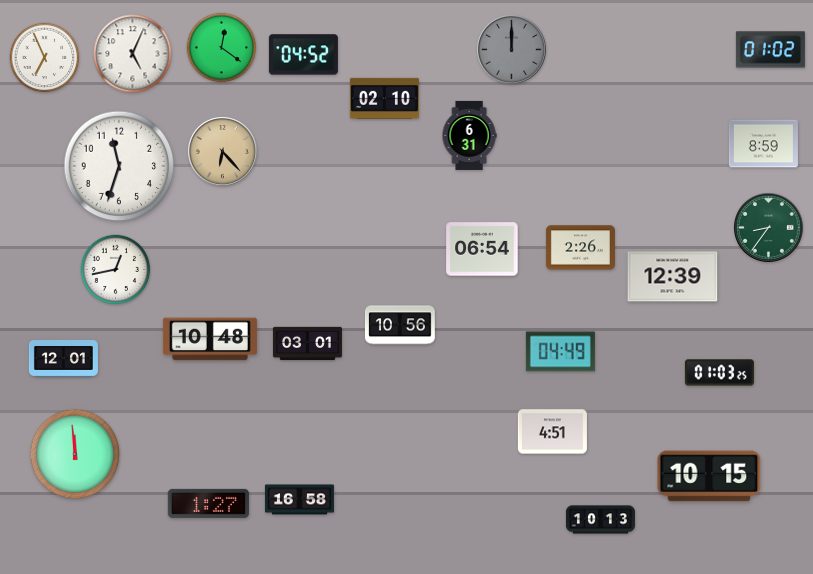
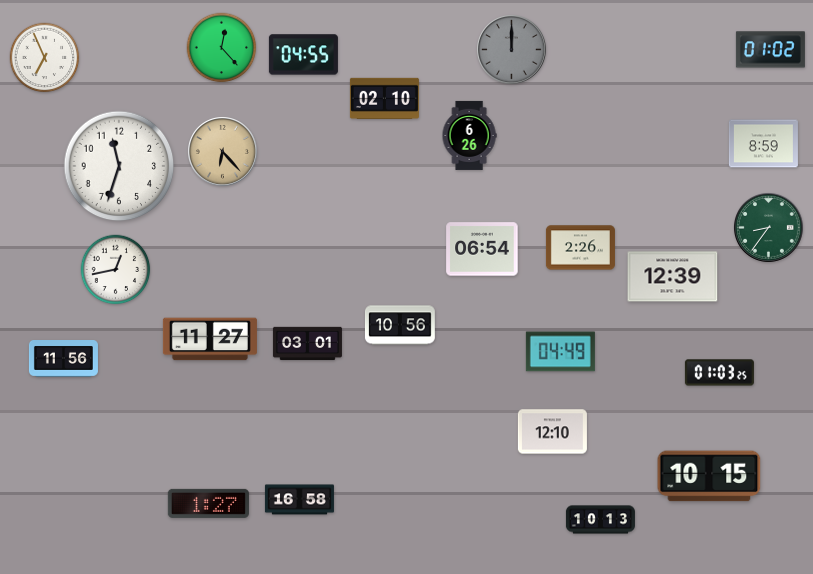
clock at (222, 48): 12:21 -> 12:23
clock at (133, 54): 5:04 -> none
clock at (303, 55): 04:52 -> 04:55
clock at (469, 135): 6:31 -> 6:26
clock at (210, 339): 10:48 -> 11:27
clock at (63, 359): 12:01 -> 11:56
clock at (552, 432): 4:51 -> 12:10
clock at (75, 454): 11:59 -> none
